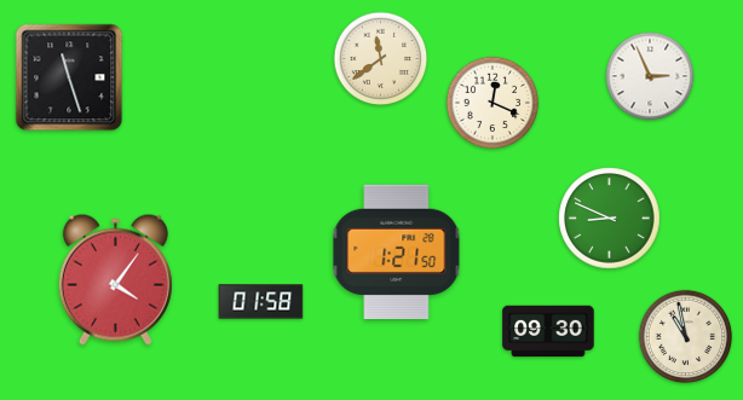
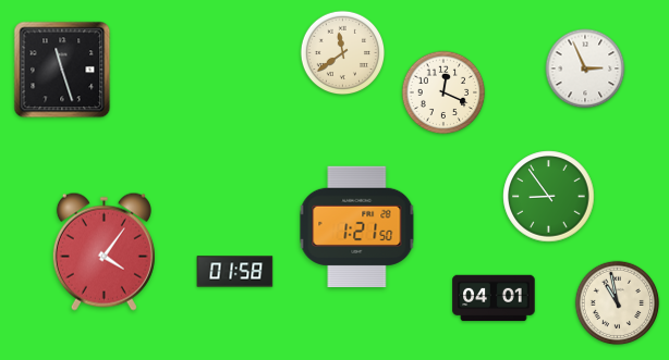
clock at (610, 219): 8:49 -> 8:54
clock at (548, 331): 09:30 -> 04:01
